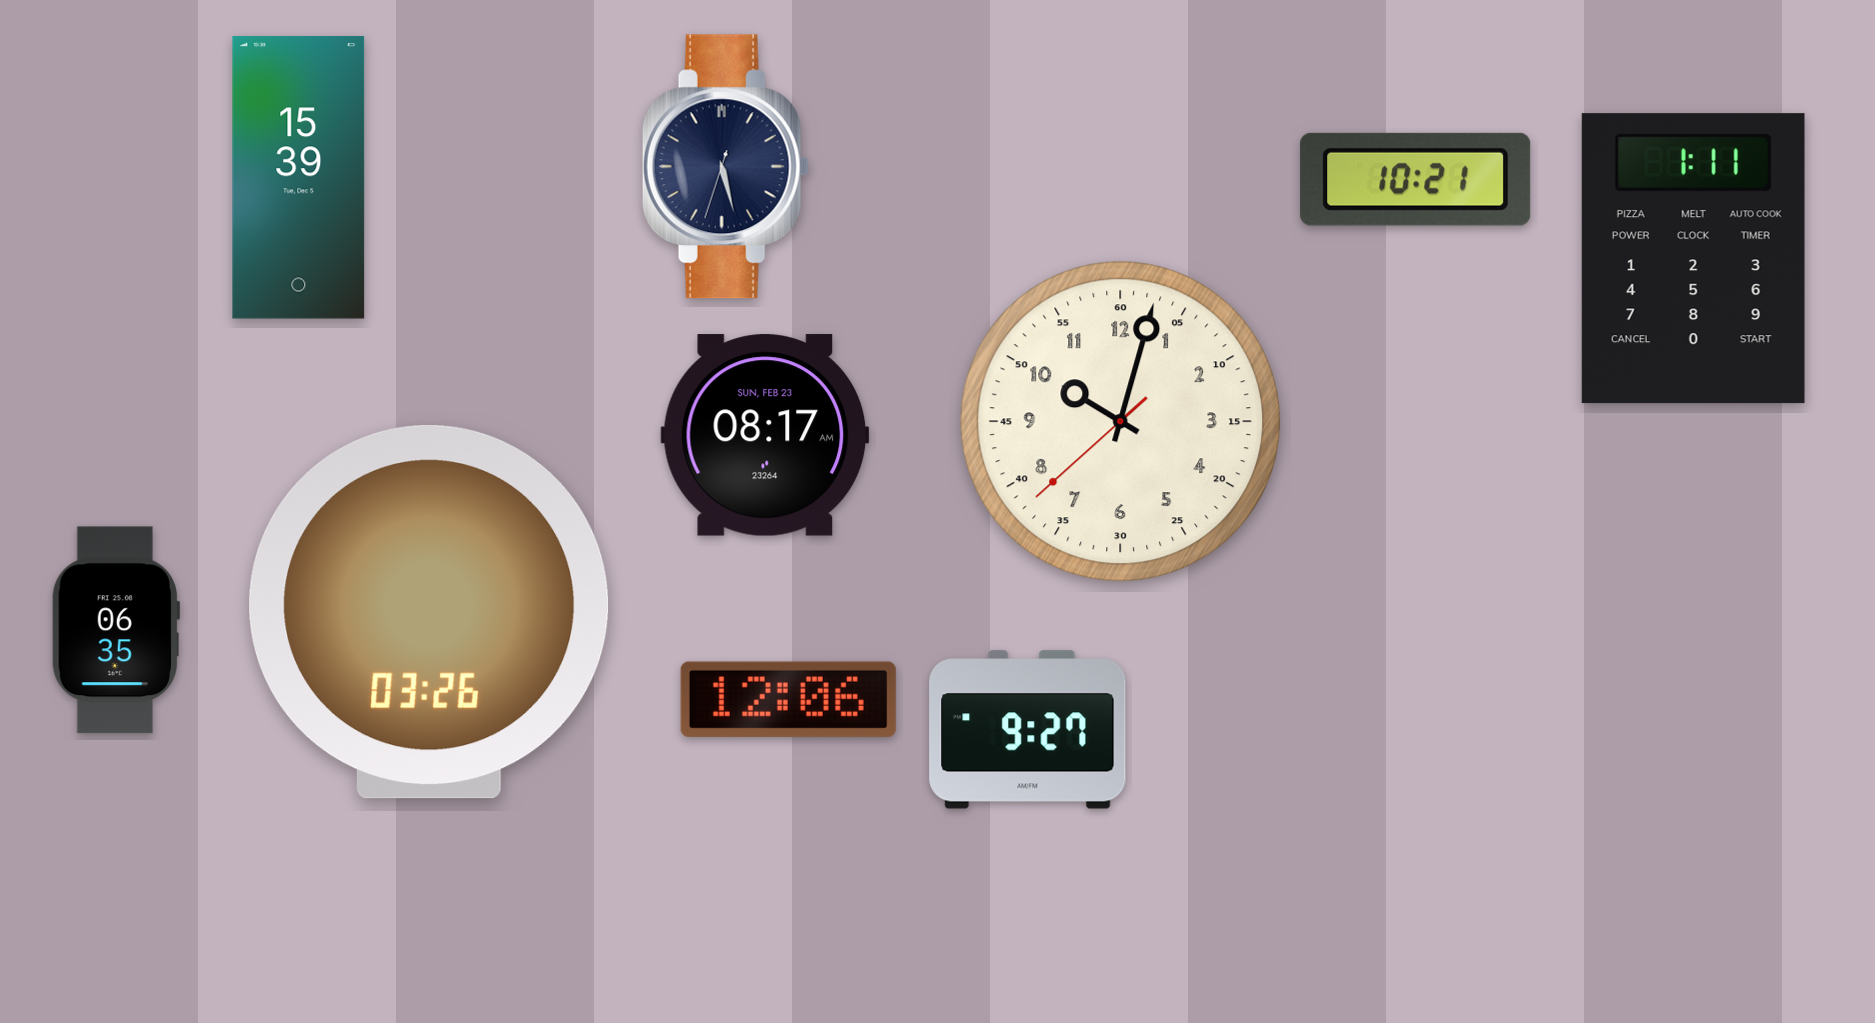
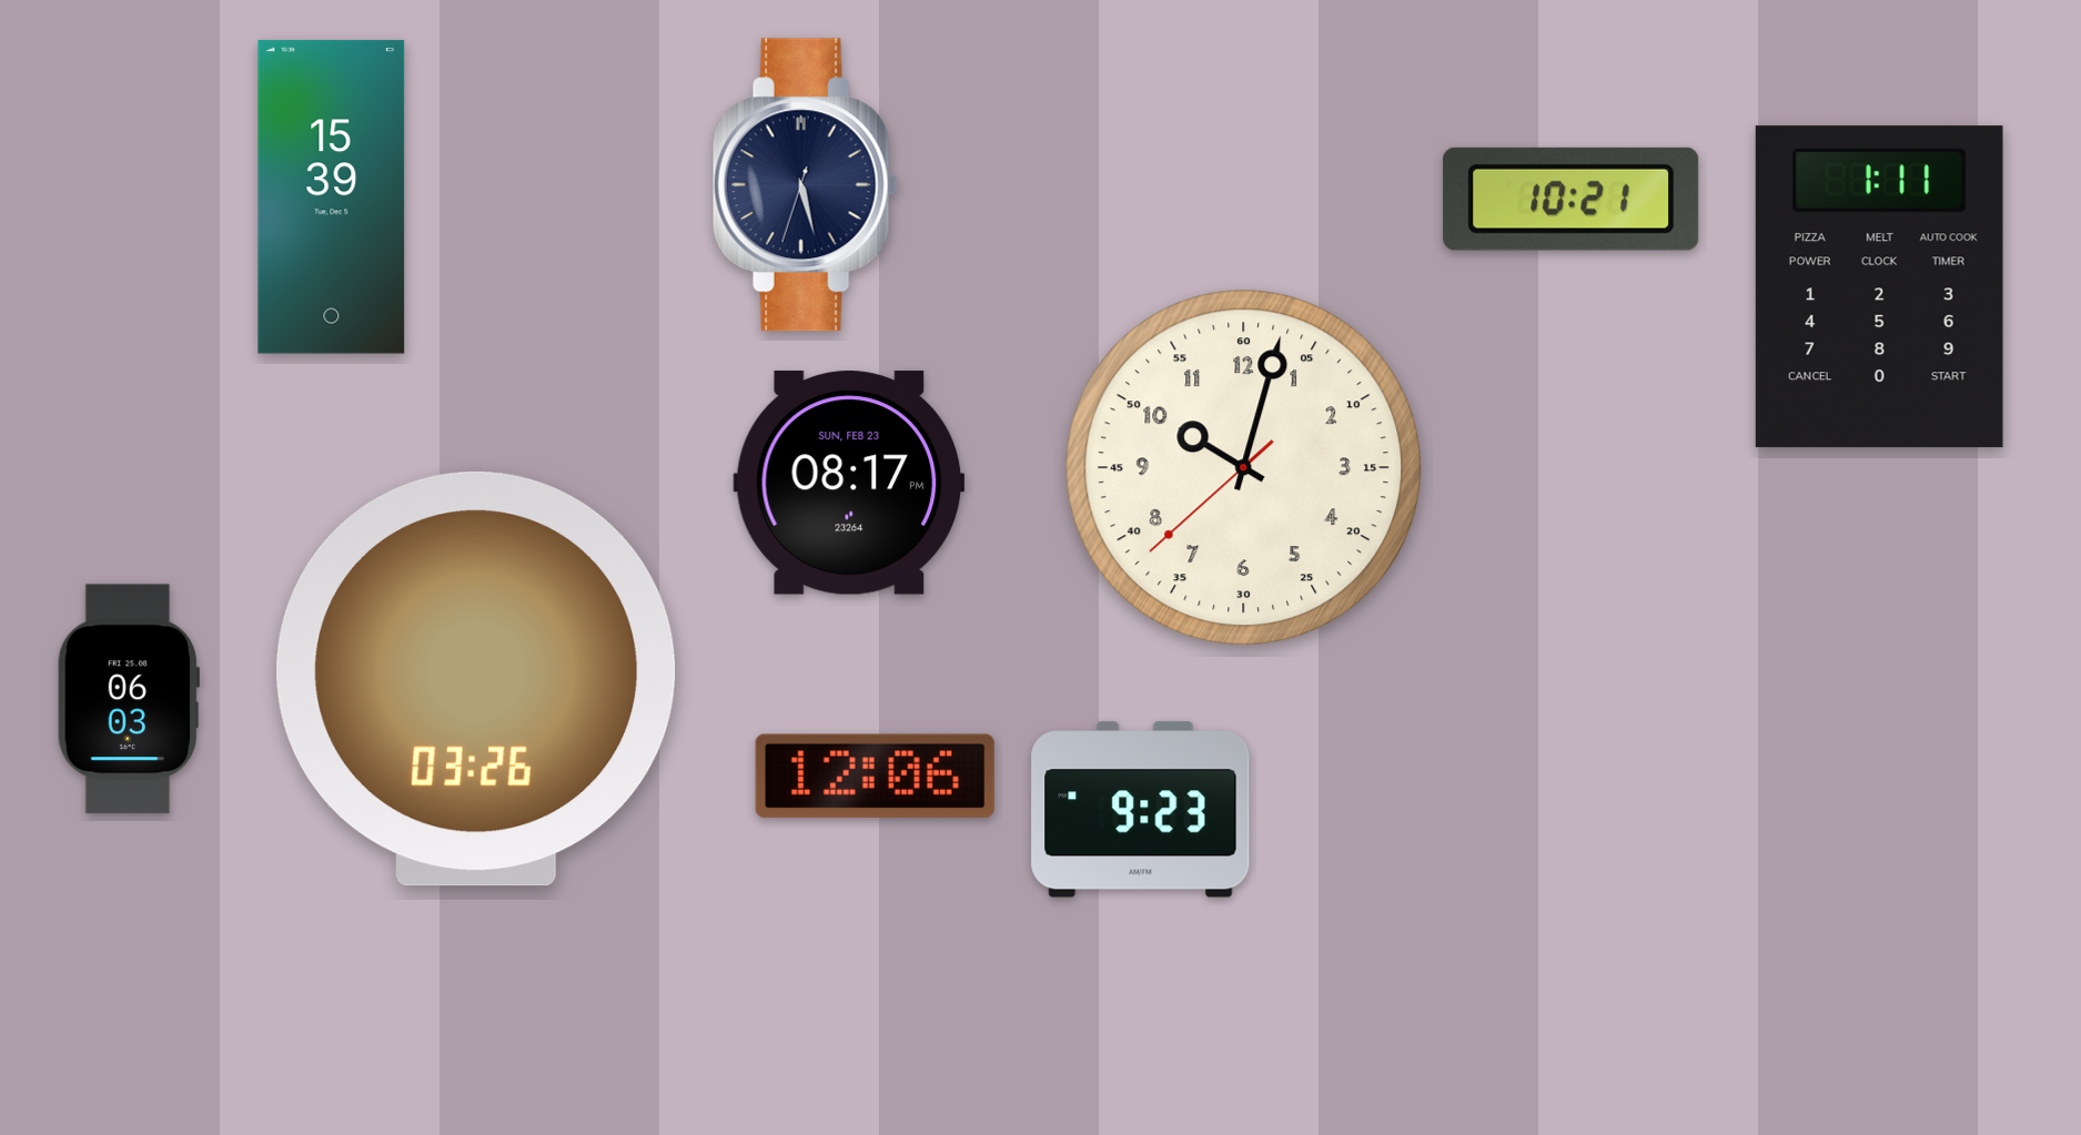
clock at (765, 435): 08:17 AM -> 08:17 PM
clock at (115, 630): 06:35 -> 06:03
clock at (1028, 730): 9:27 -> 9:23
